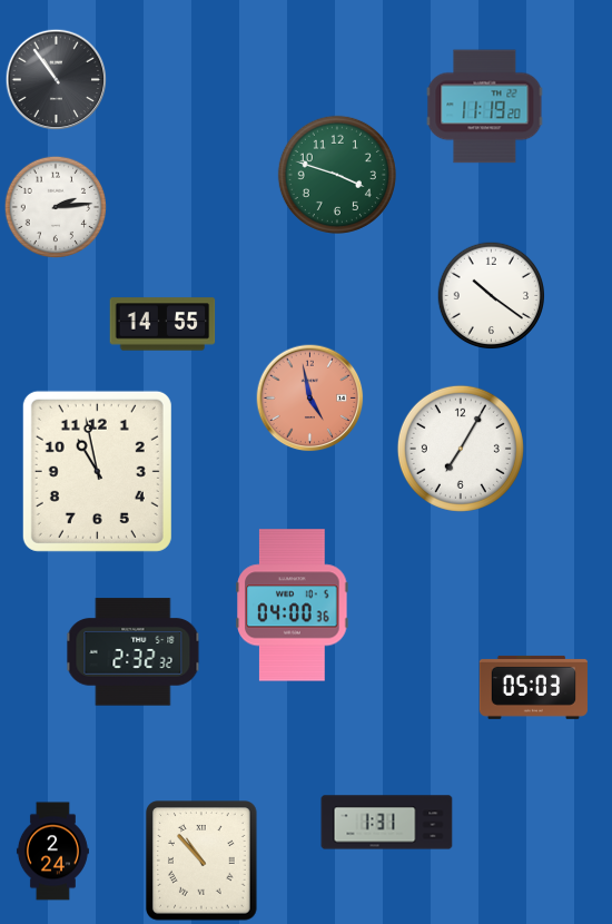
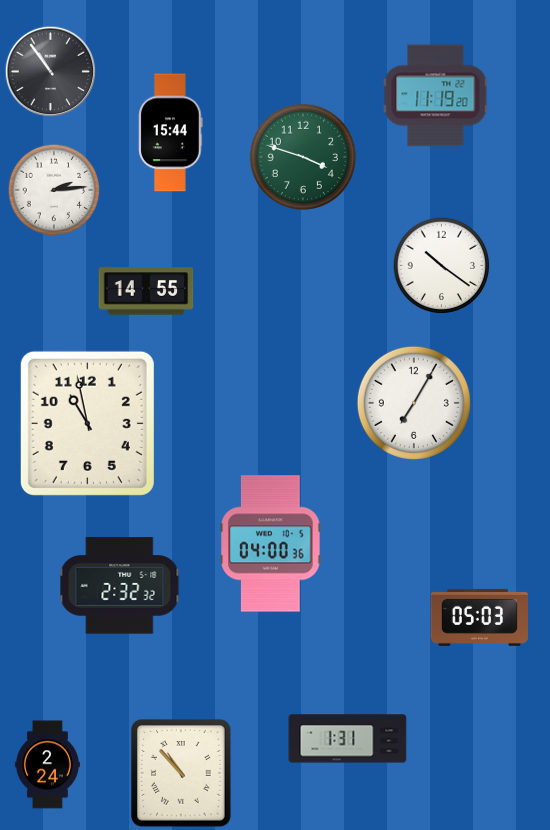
clock at (171, 133): none -> 15:44
clock at (56, 207) position: (56, 207) -> (54, 190)
clock at (310, 399): 4:58 -> none
clock at (293, 606) position: (293, 606) -> (271, 544)
